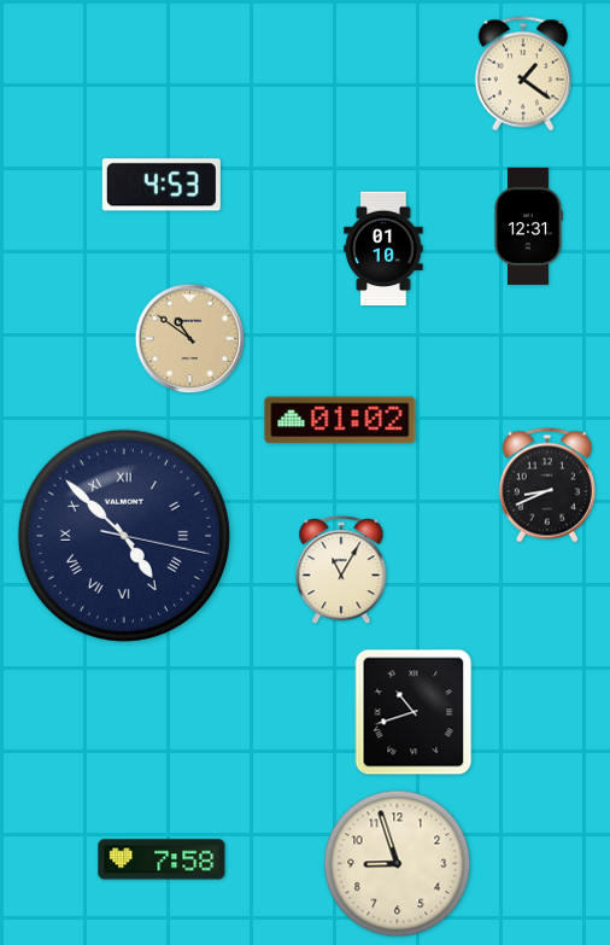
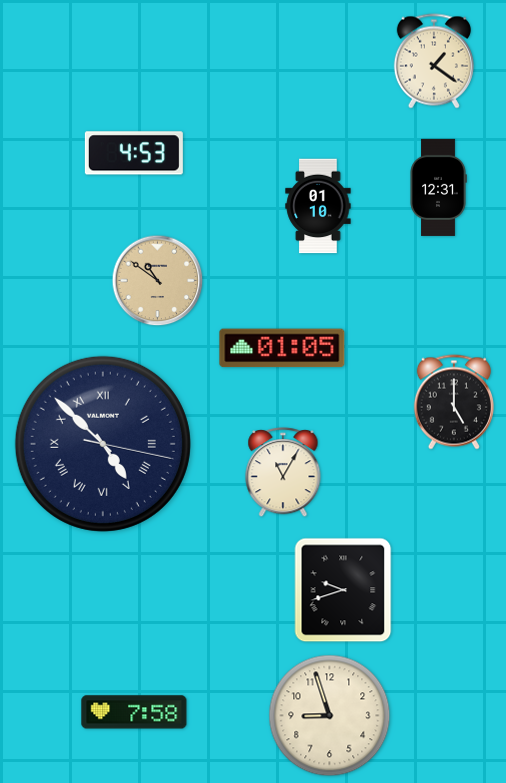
clock at (340, 420): 01:02 -> 01:05
clock at (547, 485): 8:41 -> 5:00
clock at (413, 712): 10:42 -> 9:42
